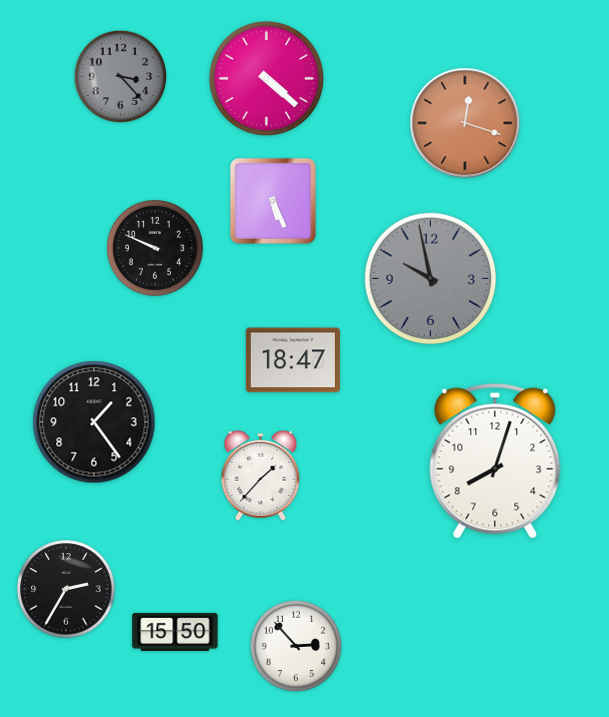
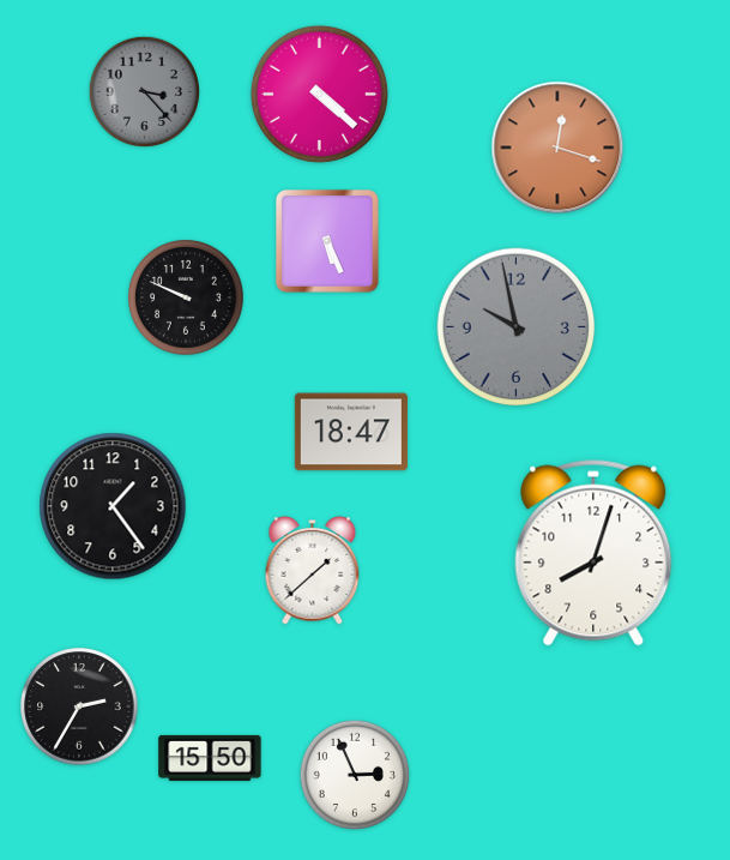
clock at (431, 279) position: (431, 279) -> (517, 327)
clock at (261, 476): 1:37 -> 1:38
clock at (296, 646): 2:53 -> 2:56
